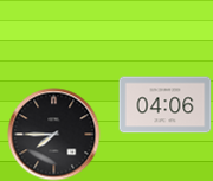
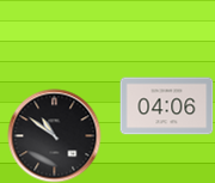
clock at (53, 134): 7:45 -> 10:51
